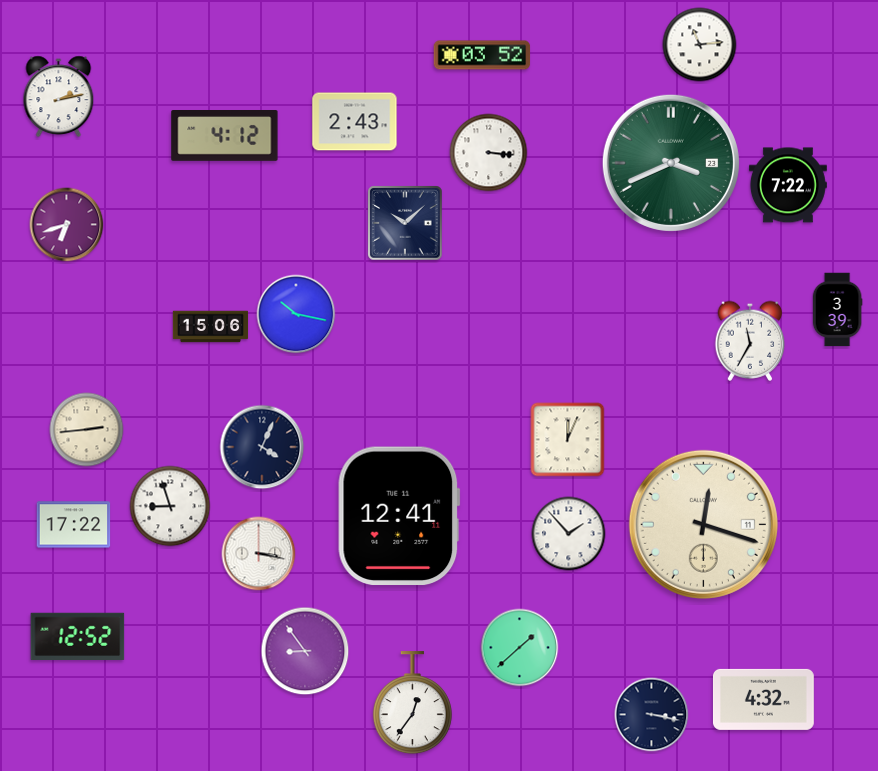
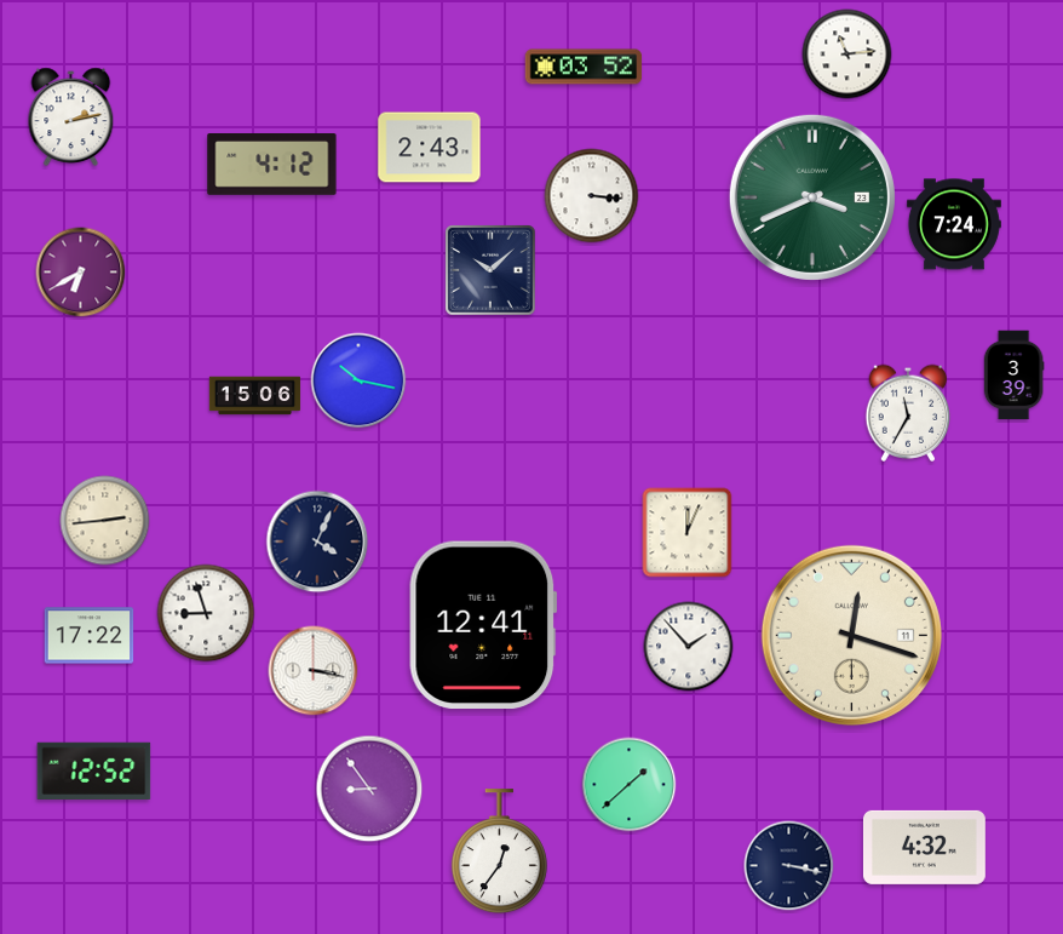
clock at (489, 153) position: (489, 153) -> (592, 196)
clock at (788, 185): 7:22 -> 7:24
clock at (67, 225): 6:42 -> 6:40
